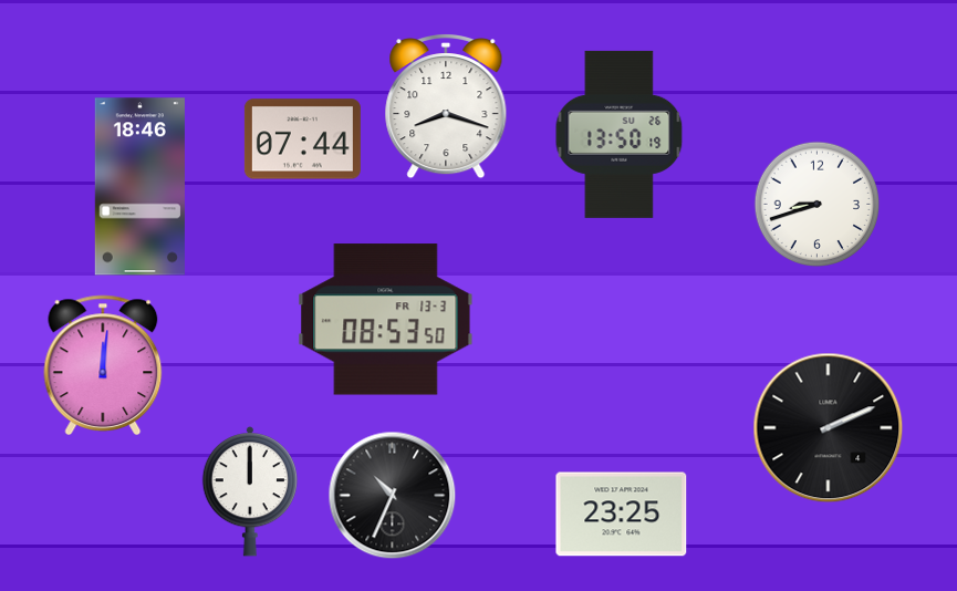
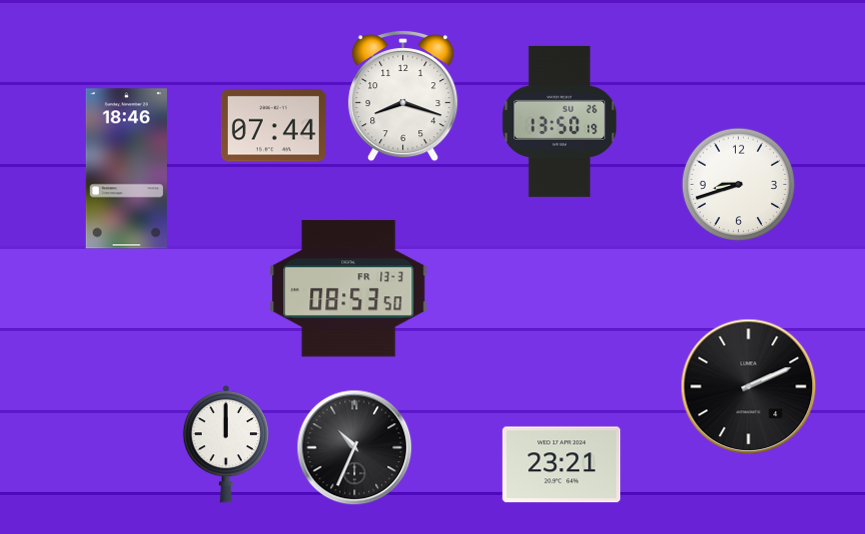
clock at (103, 365): 12:01 -> none
clock at (622, 515): 23:25 -> 23:21
